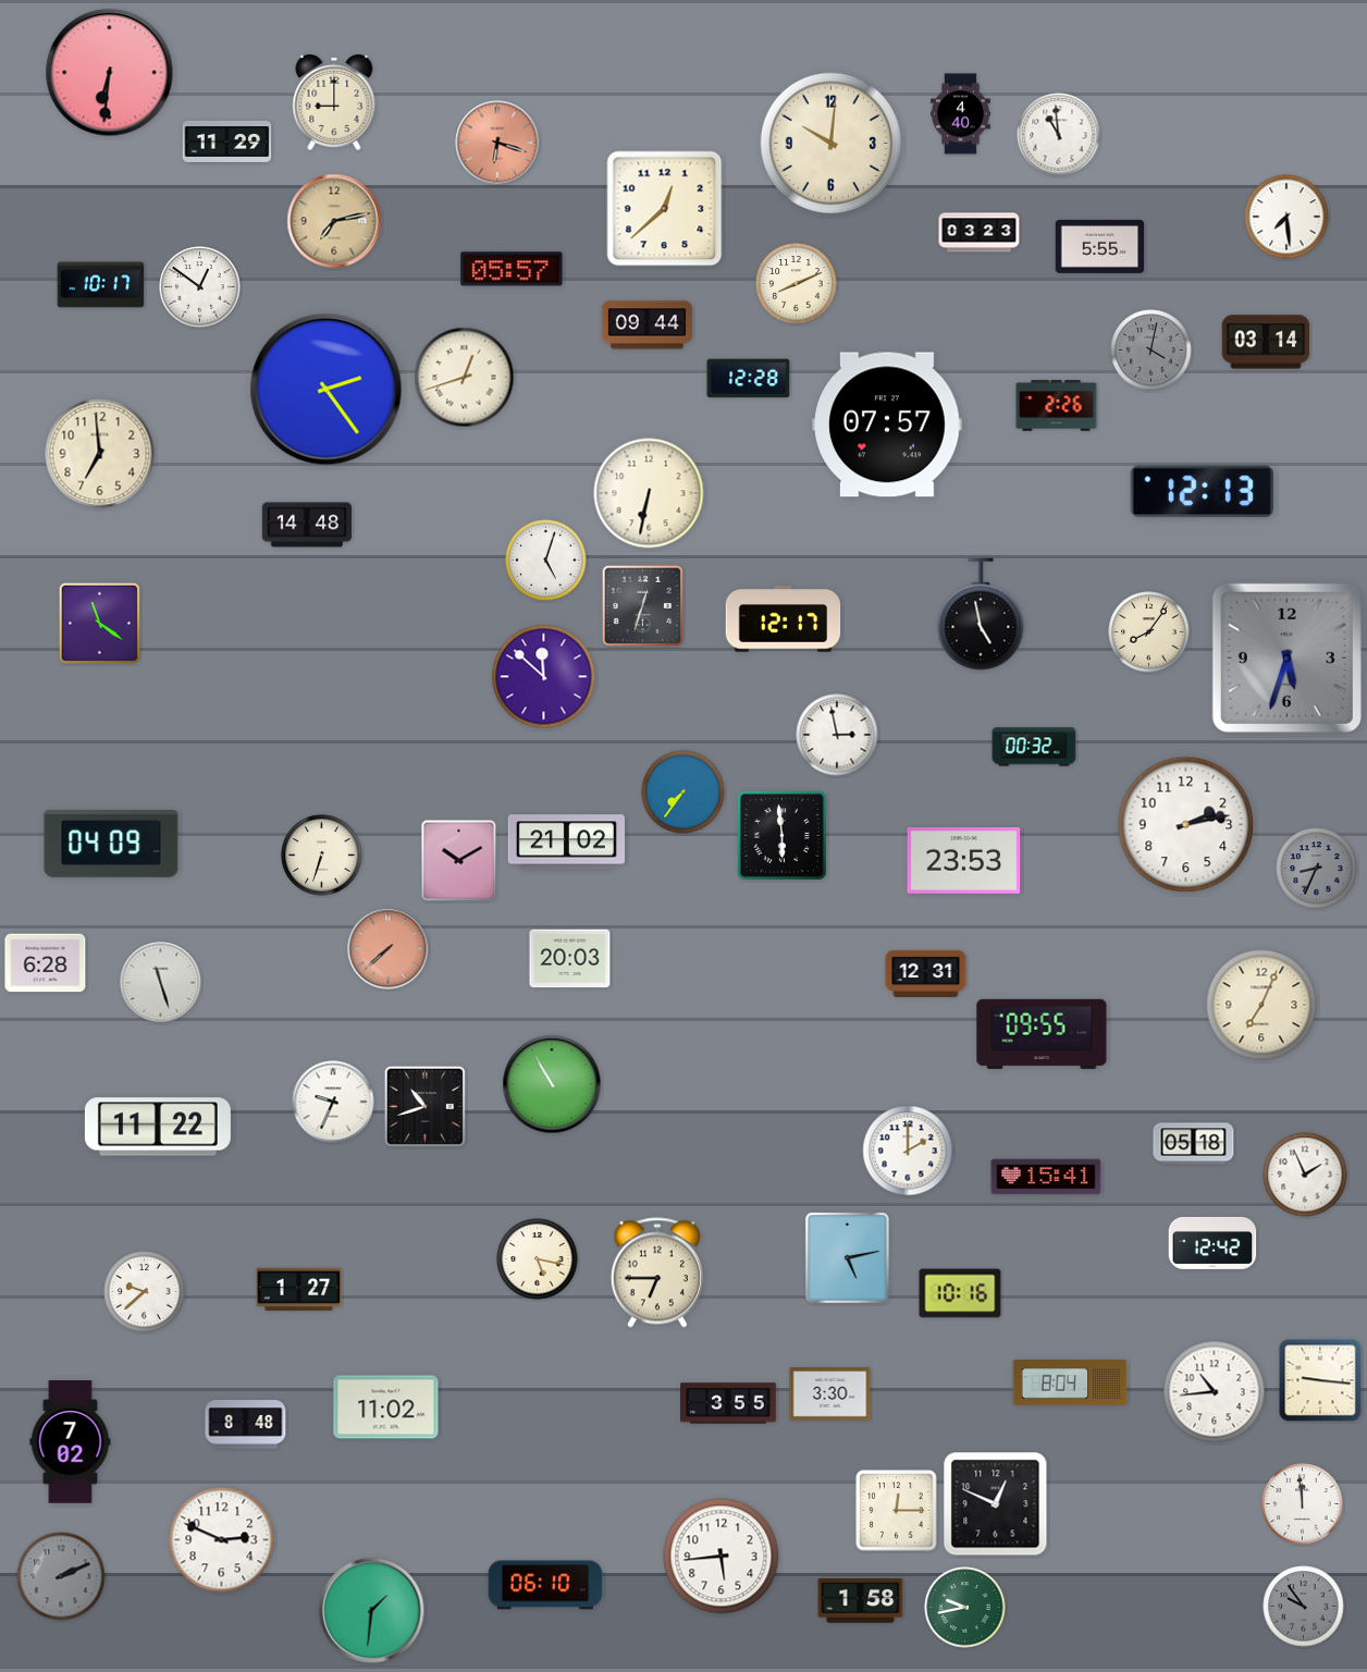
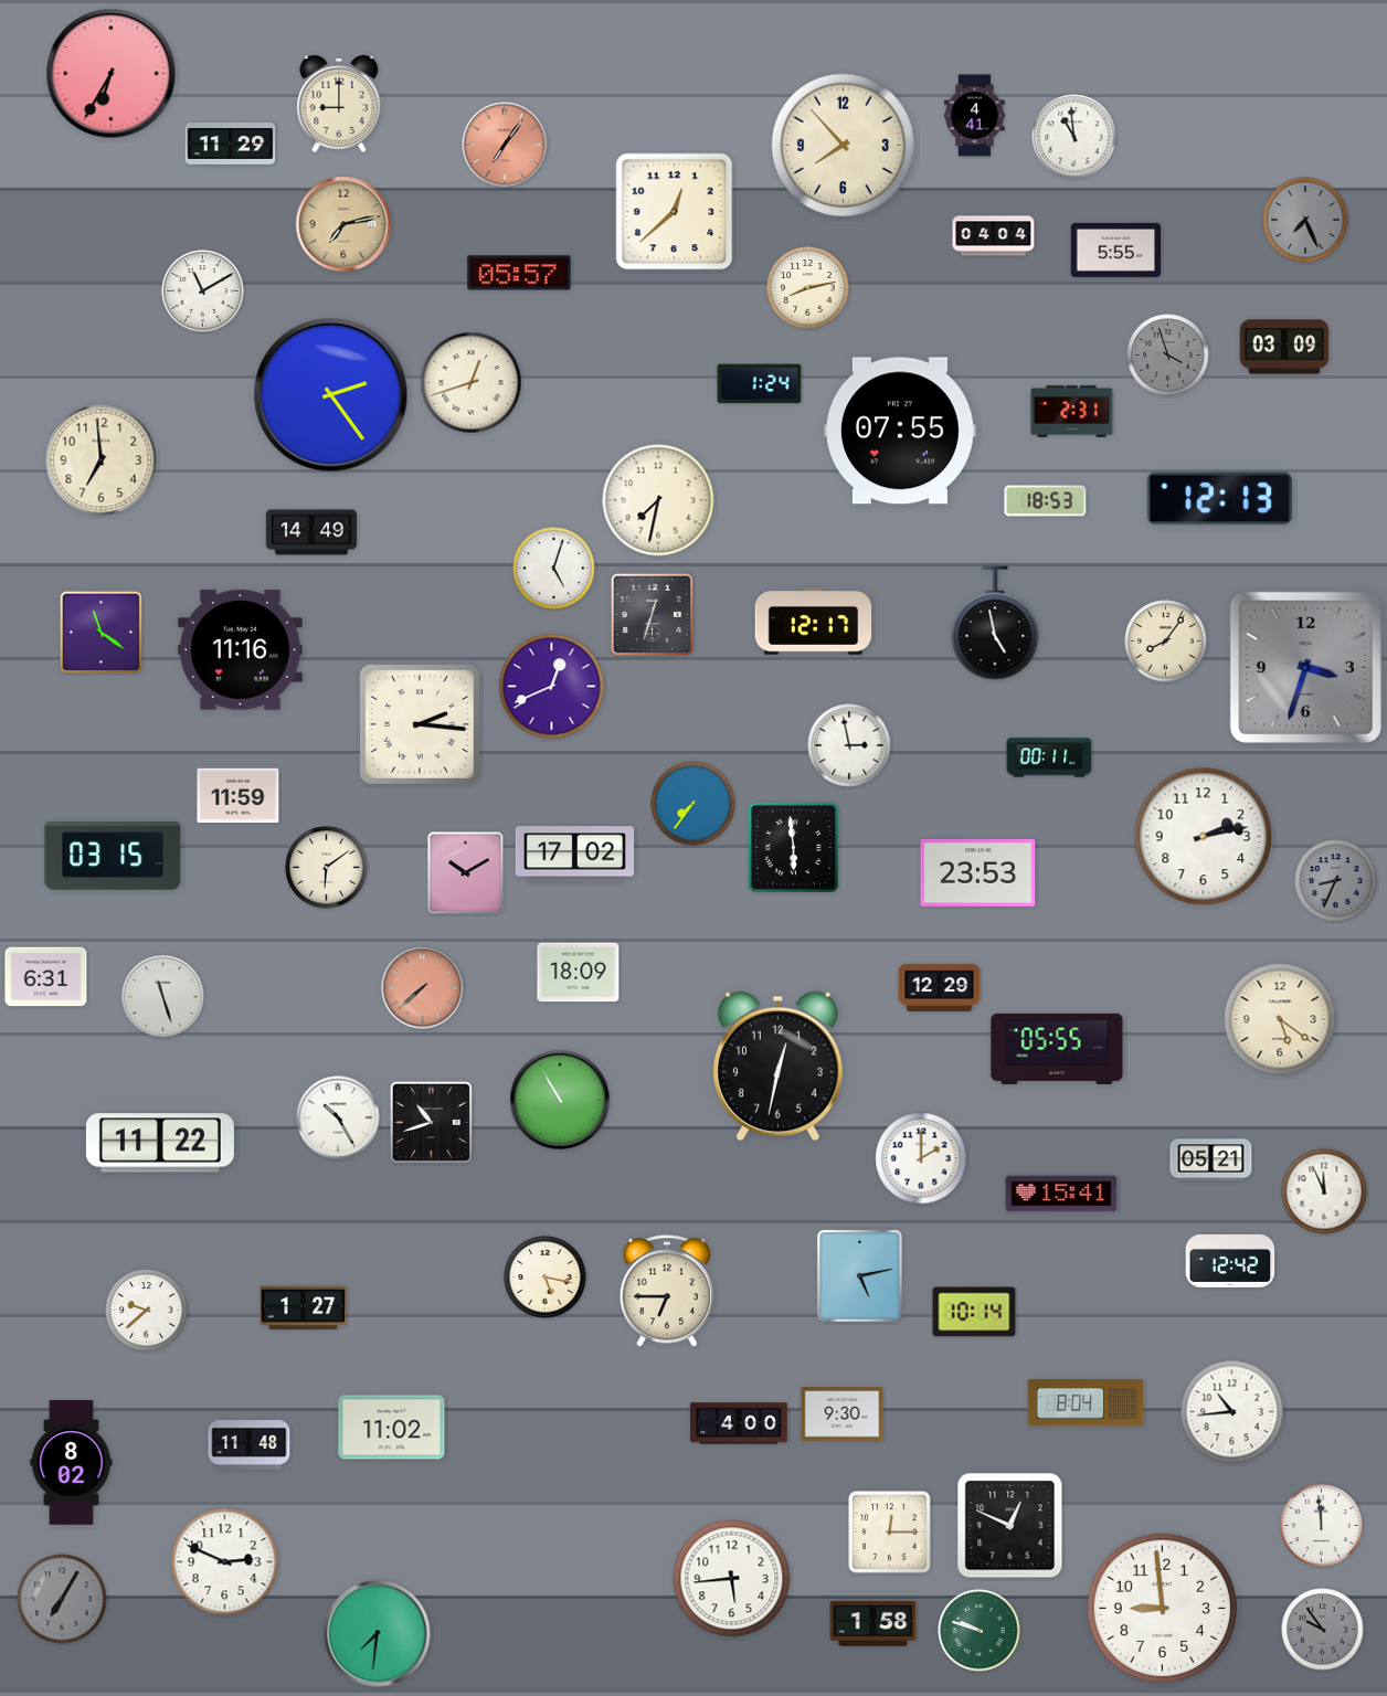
clock at (110, 73): 6:31 -> 6:35
clock at (961, 114): 4:40 -> 4:41
clock at (497, 143): 6:18 -> 7:06
clock at (832, 144): 10:01 -> 7:53
clock at (1286, 217): 7:29 -> 7:26
clock at (1286, 217) dial: white -> grey
clock at (334, 221) position: (334, 221) -> (343, 224)
clock at (980, 233): 03:23 -> 04:04
clock at (797, 284): 8:11 -> 8:13
clock at (101, 285): 10:17 -> none
clock at (200, 287): 12:51 -> 11:10
clock at (646, 325): 09:44 -> none
clock at (1266, 342): 03:14 -> 03:09
clock at (1152, 351): 4:02 -> 3:57
clock at (749, 379): 12:28 -> 1:24
clock at (1057, 406): 2:26 -> 2:31
clock at (887, 425): 07:57 -> 07:55
clock at (649, 493): 6:32 -> 7:32
clock at (1046, 501): none -> 18:53
clock at (307, 525): 14:48 -> 14:49
clock at (784, 619) position: (784, 619) -> (814, 622)
clock at (241, 650): none -> 11:16
clock at (1286, 657): 5:33 -> 3:33
clock at (544, 677): 11:52 -> 12:41
clock at (420, 724): none -> 2:16
clock at (1034, 747): 00:32 -> 00:11
clock at (239, 796): none -> 11:59
clock at (566, 843): 21:02 -> 17:02
clock at (111, 845): 04:09 -> 03:15
clock at (322, 856): 6:33 -> 6:09
clock at (389, 949) position: (389, 949) -> (423, 988)
clock at (570, 959): 20:03 -> 18:09
clock at (46, 963): 6:28 -> 6:31
clock at (926, 973): 12:31 -> 12:29
clock at (1261, 1005): 7:04 -> 5:21
clock at (1042, 1034): 09:55 -> 05:55
clock at (777, 1067): none -> 12:32
clock at (333, 1102): 9:34 -> 10:25
clock at (1194, 1144): 05:18 -> 05:21
clock at (908, 1151) position: (908, 1151) -> (921, 1158)
clock at (1305, 1175): 1:56 -> 11:56
clock at (960, 1293): 10:16 -> 10:14
clock at (1320, 1380): 9:16 -> none
clock at (830, 1394): 3:30 -> 9:30
clock at (728, 1403): 3:55 -> 4:00
clock at (246, 1425): 8:48 -> 11:48
clock at (71, 1442): 7:02 -> 8:02
clock at (897, 1511) position: (897, 1511) -> (890, 1533)
clock at (61, 1576): 2:11 -> 7:05
clock at (545, 1585): 06:10 -> none
clock at (1162, 1608): none -> 8:59
clock at (965, 1608): 9:43 -> 9:48
clock at (372, 1611): 1:31 -> 7:31
